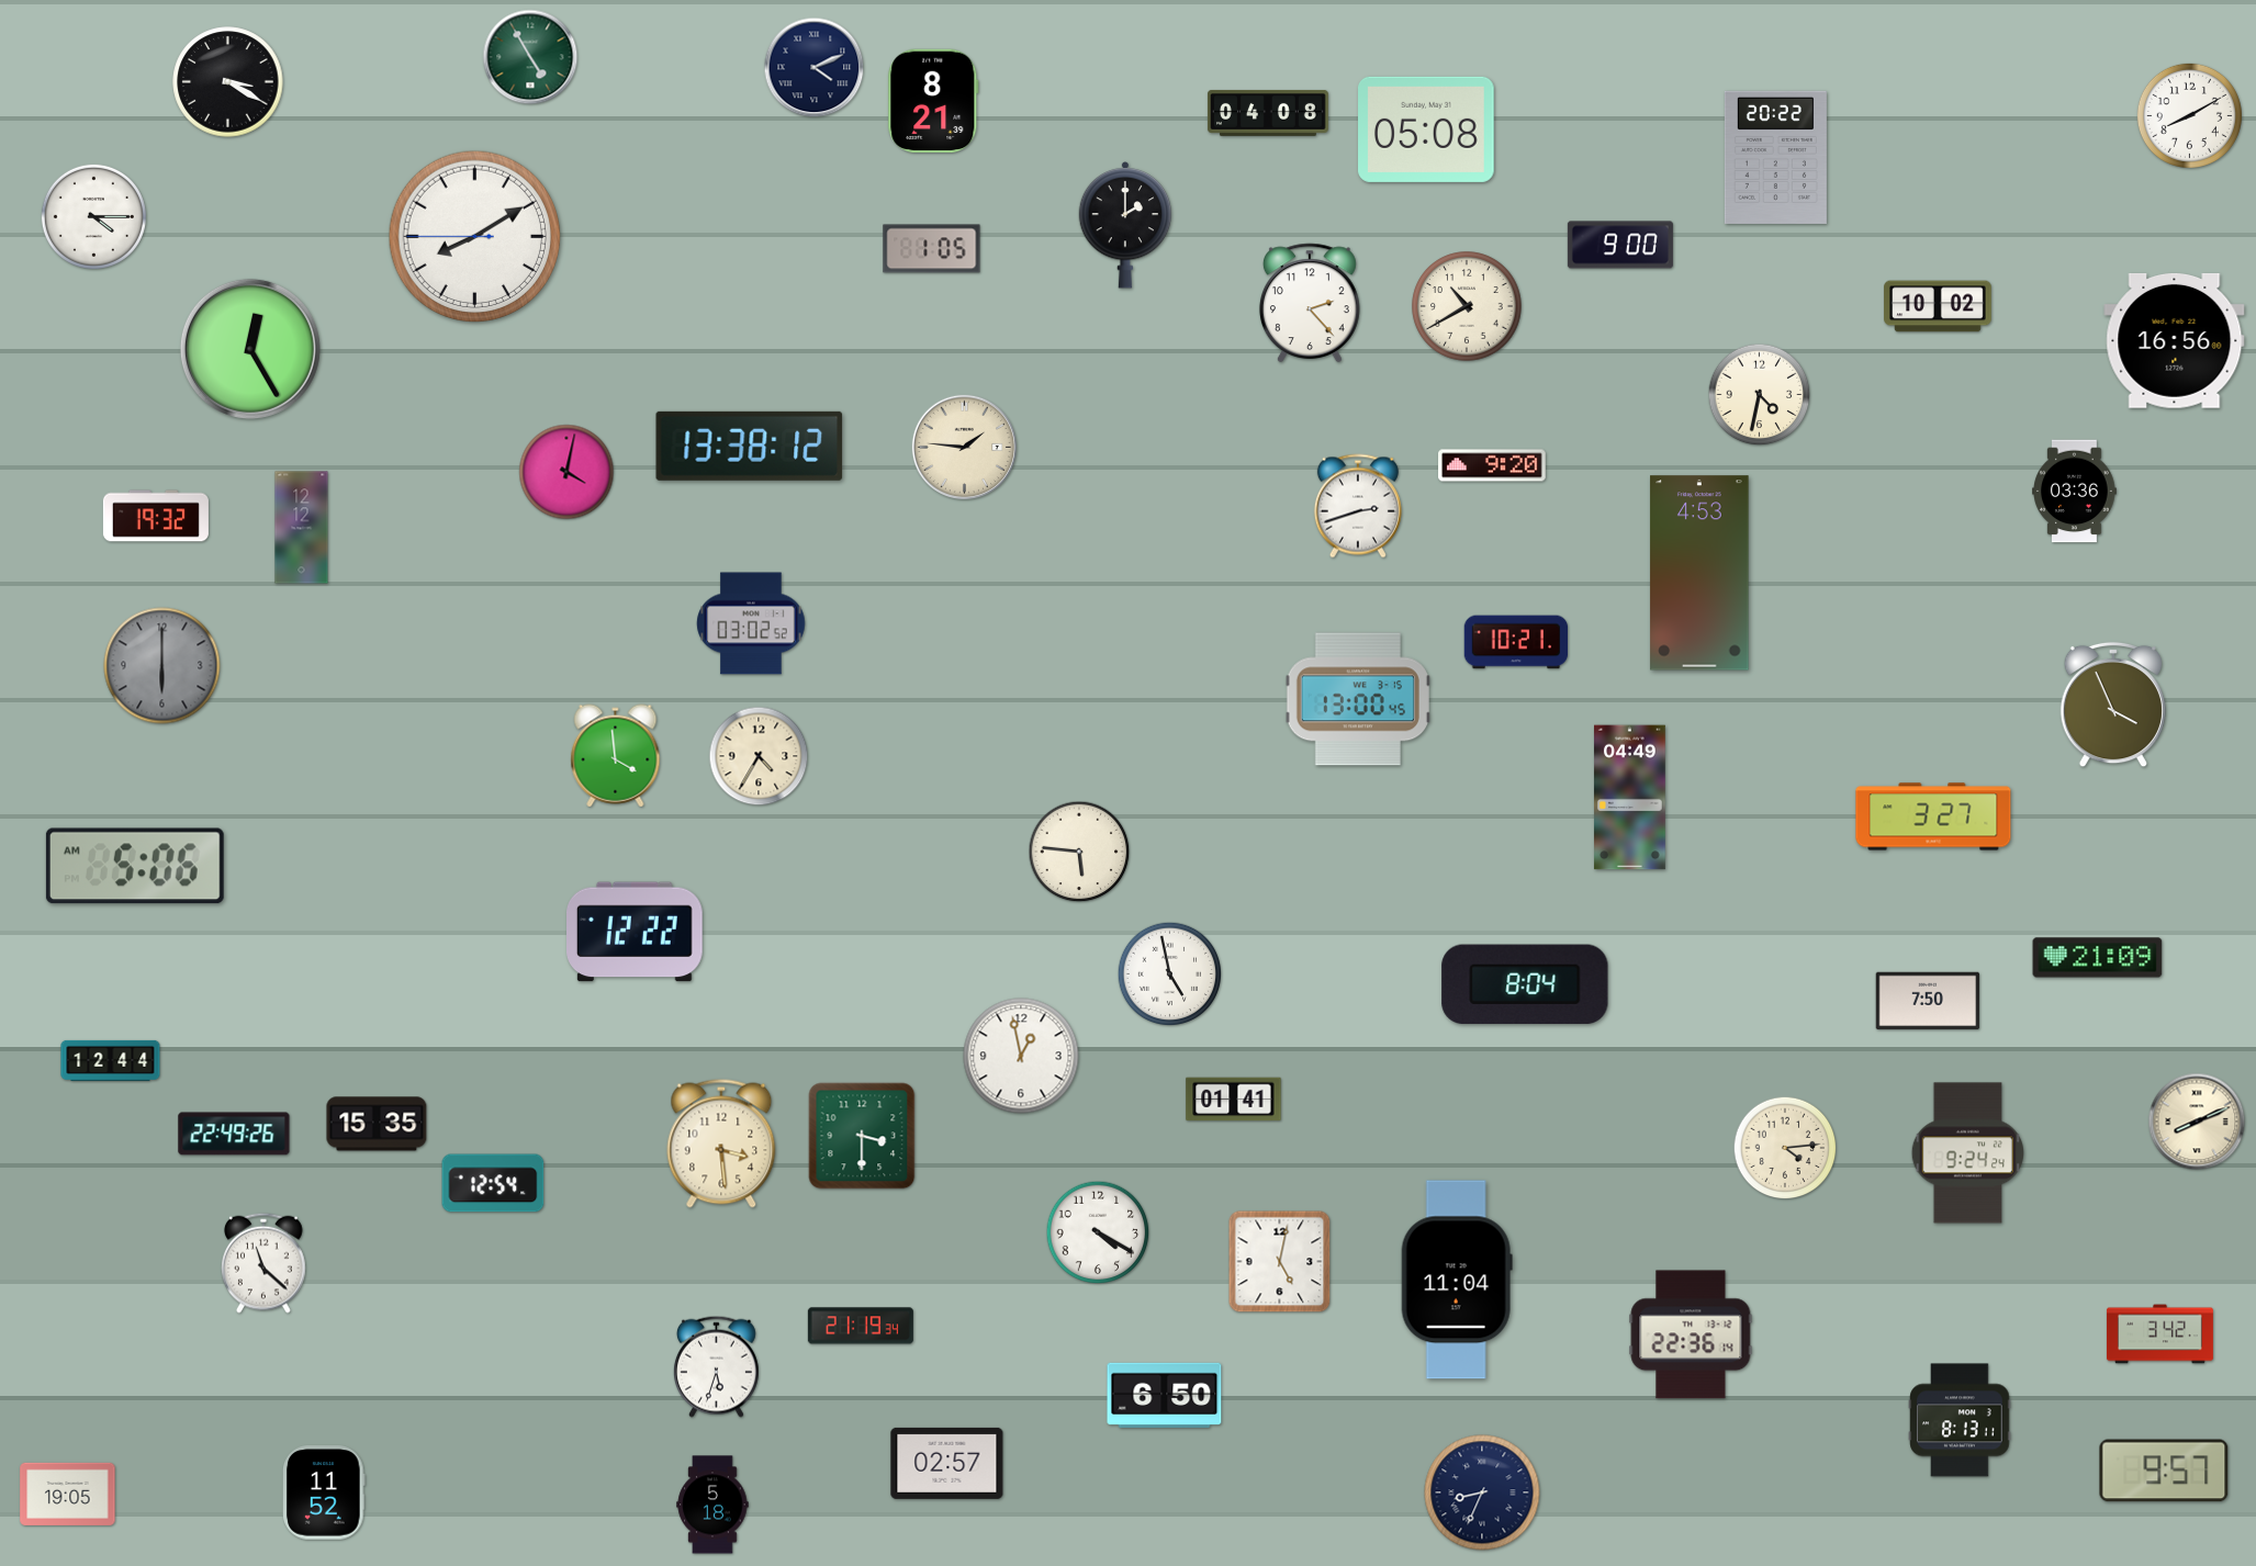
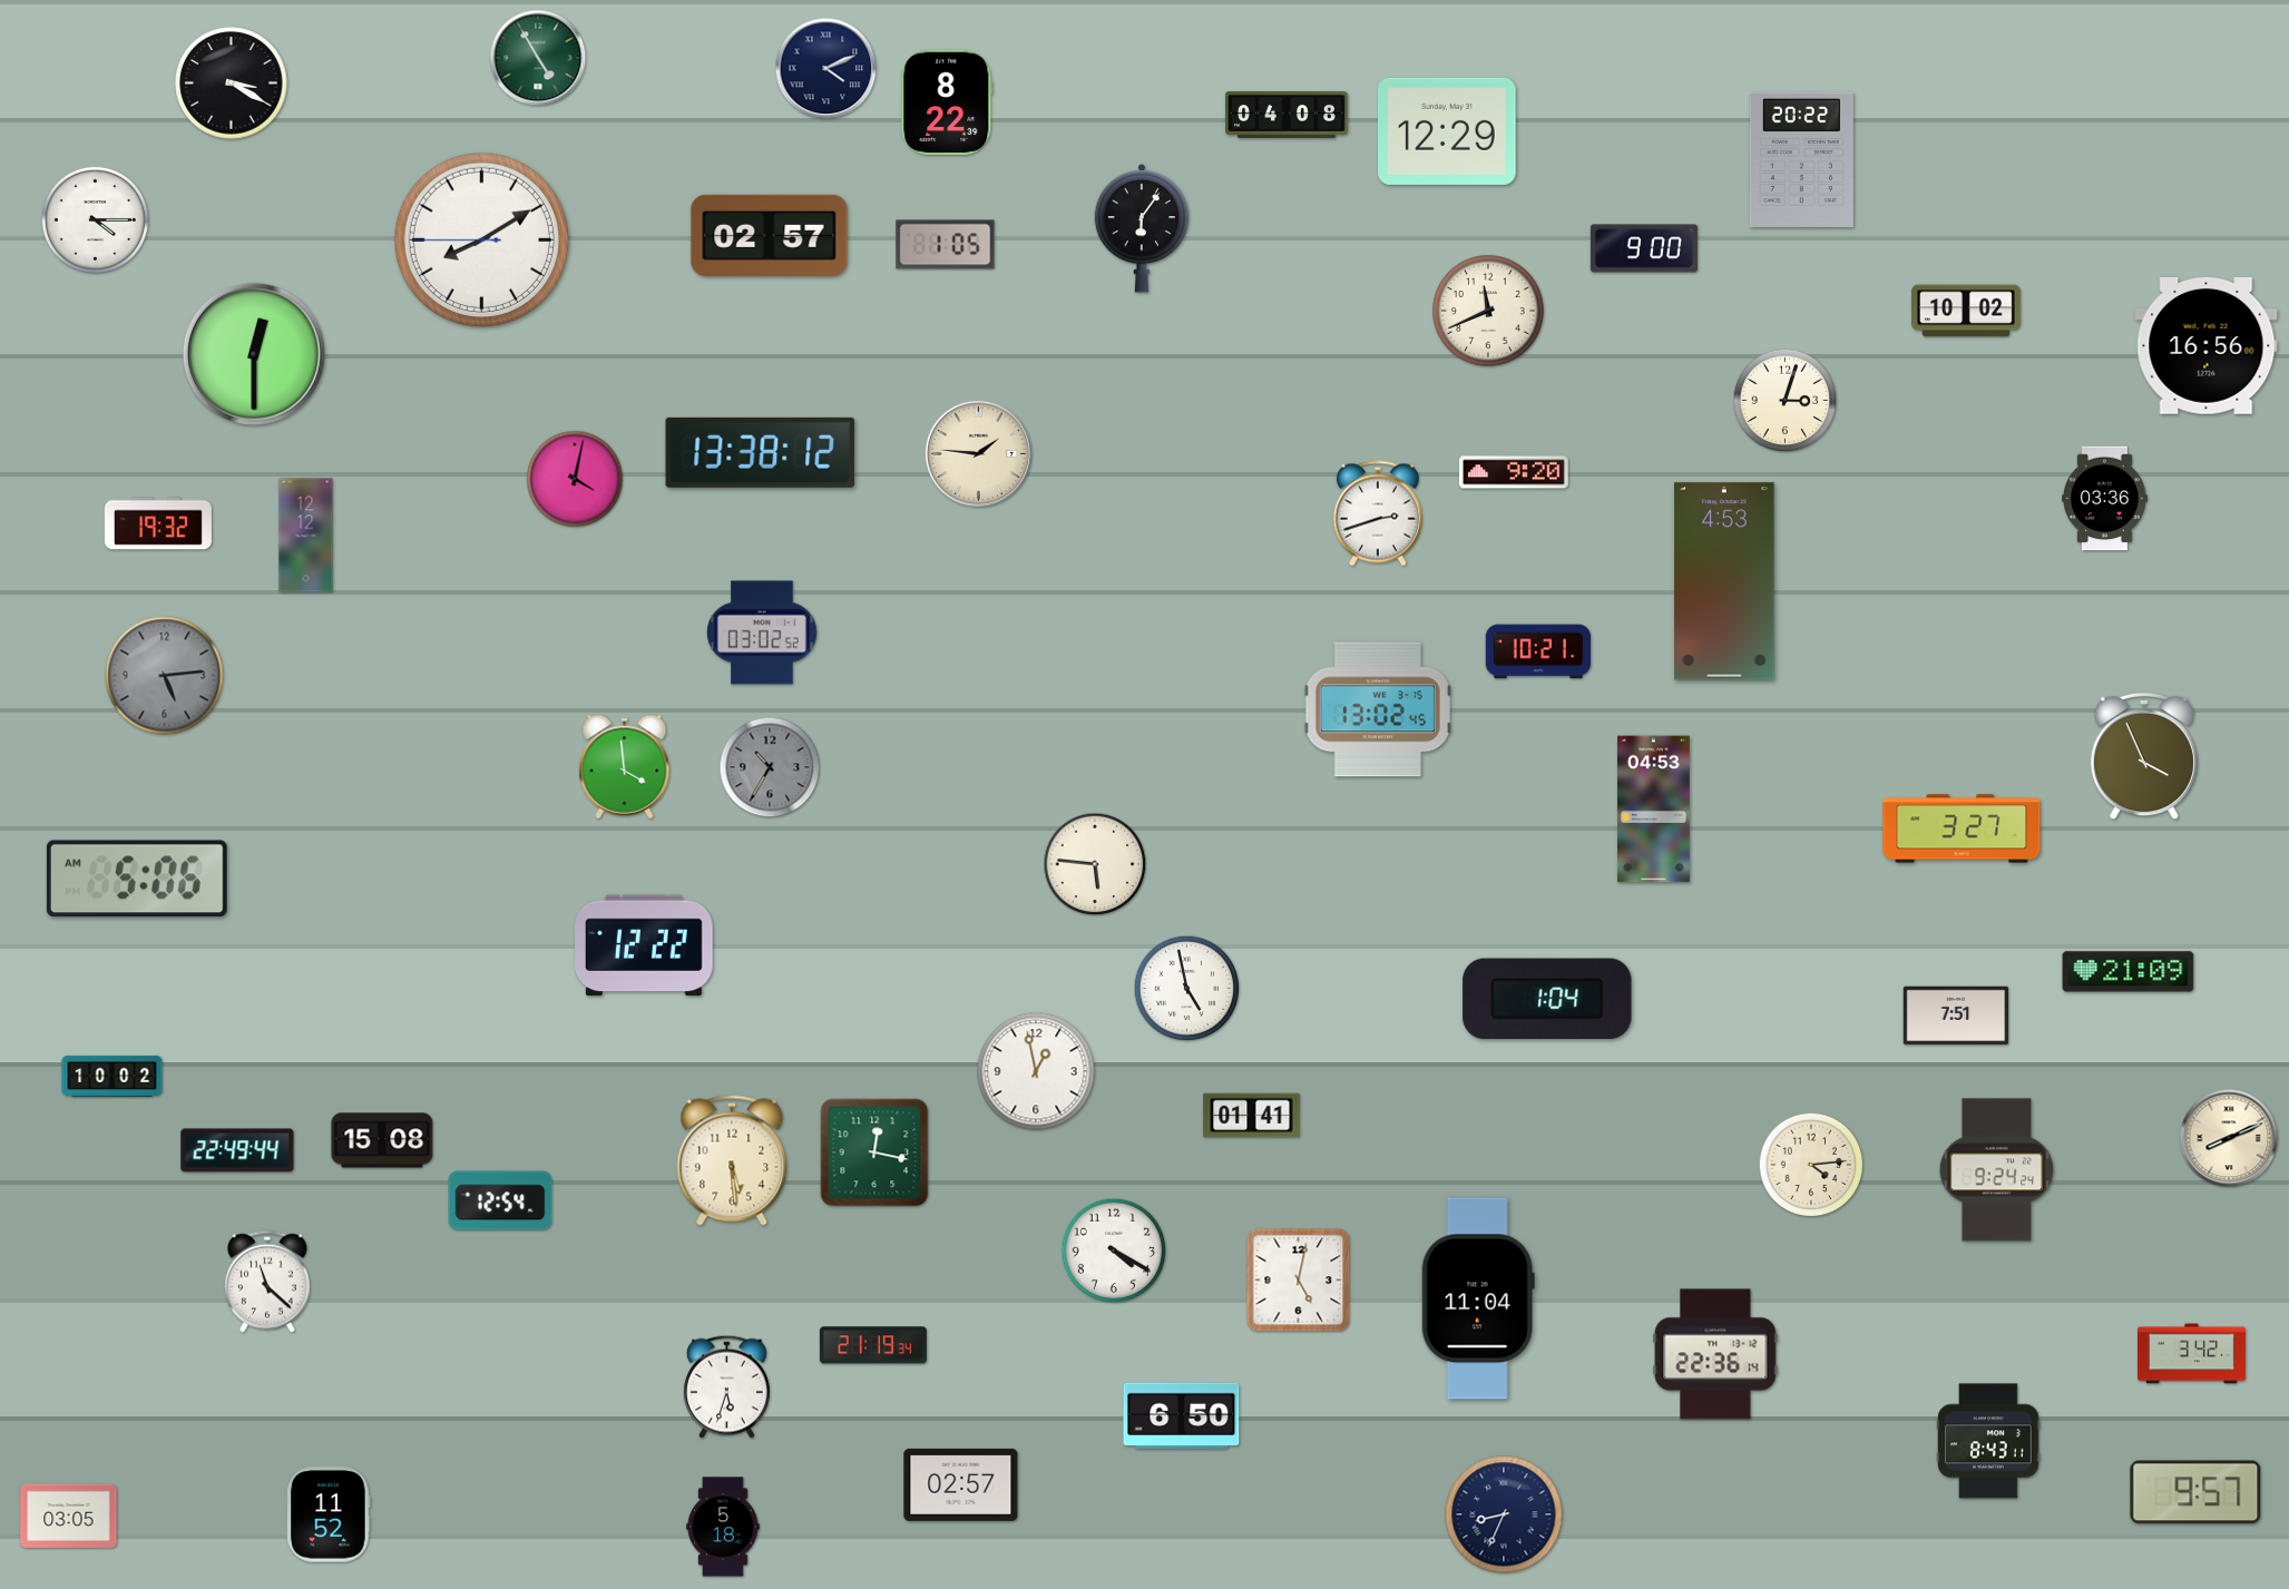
clock at (933, 101): 8:21 -> 8:22
clock at (2189, 115): 8:10 -> none
clock at (1427, 129): 05:08 -> 12:29
clock at (1125, 226): 2:00 -> 6:06
clock at (770, 235): none -> 02:57
clock at (932, 249) position: (932, 249) -> (946, 245)
clock at (1310, 303): 2:23 -> none
clock at (1467, 306): 10:40 -> 11:41
clock at (250, 349): 12:25 -> 12:30
clock at (1760, 395): 4:32 -> 3:03
clock at (162, 666): 6:00 -> 5:14
clock at (1358, 699): 13:00 -> 13:02
clock at (2113, 705) position: (2113, 705) -> (2144, 756)
clock at (759, 756): 4:35 -> 10:35
clock at (759, 756) dial: cream -> grey
clock at (1630, 798): 04:49 -> 04:53
clock at (1525, 984): 8:04 -> 1:04
clock at (1928, 1001): 7:50 -> 7:51
clock at (111, 1060): 12:44 -> 10:02
clock at (377, 1124): 15:35 -> 15:08
clock at (234, 1134): 22:49:26 -> 22:49:44
clock at (862, 1136): 3:30 -> 12:17
clock at (721, 1143): 3:29 -> 5:29
clock at (1960, 1420): 8:13 -> 8:43
clock at (68, 1494): 19:05 -> 03:05
